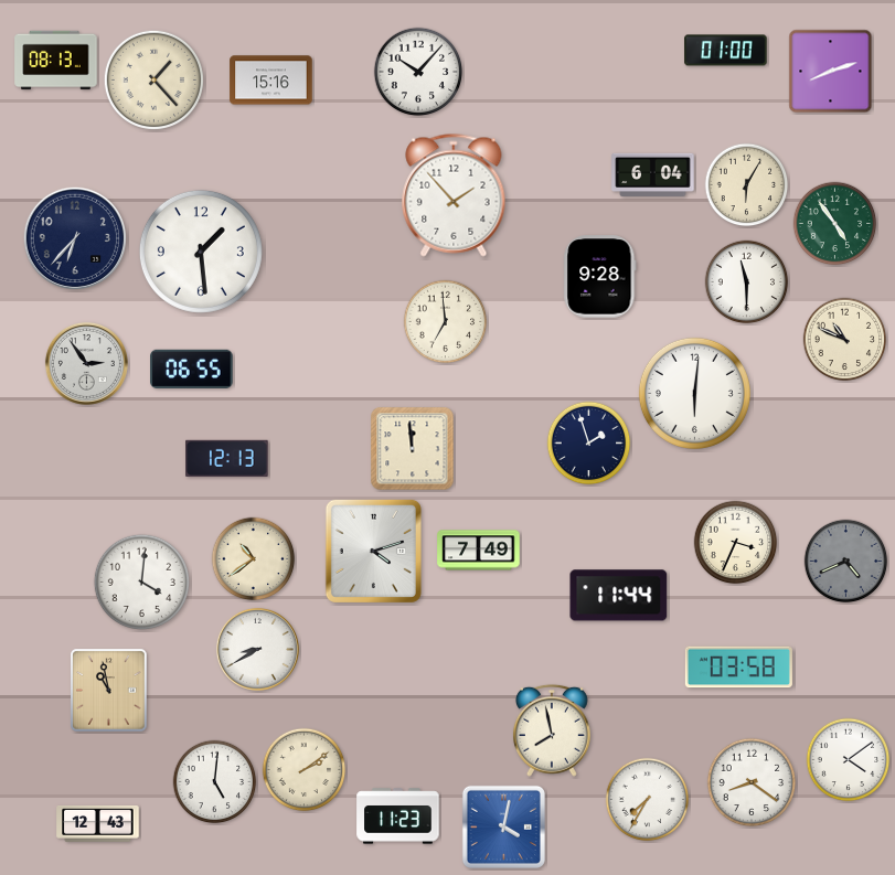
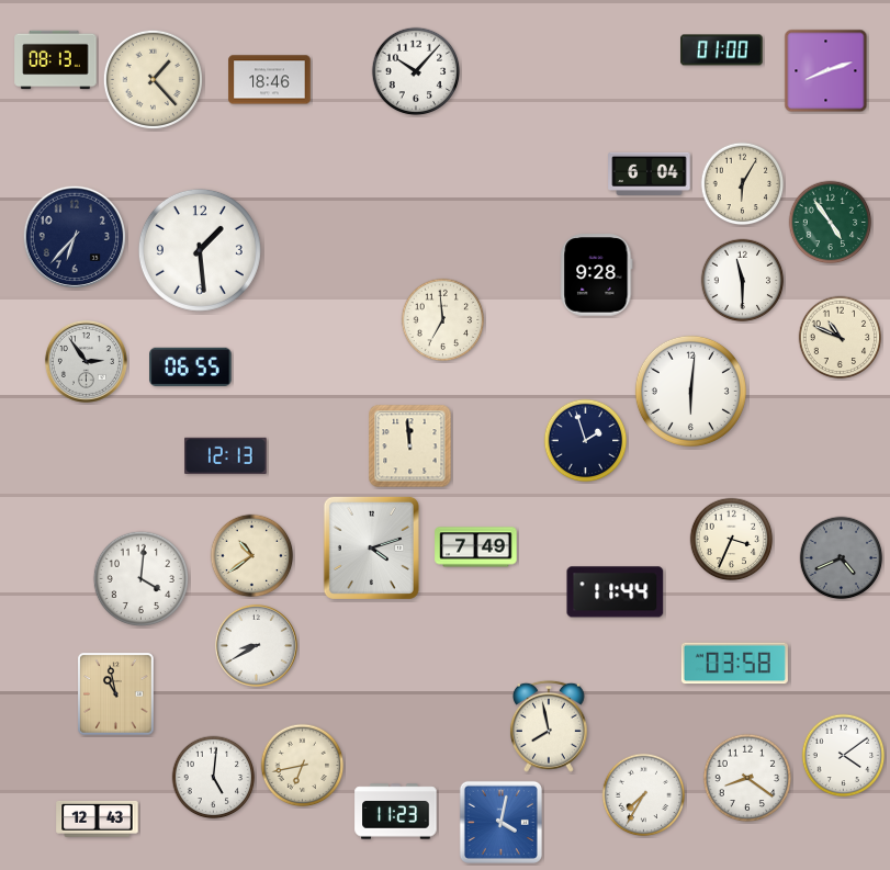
clock at (271, 81): 15:16 -> 18:46
clock at (454, 195): 1:53 -> none
clock at (109, 691) position: (109, 691) -> (116, 694)
clock at (305, 770): 2:09 -> 6:43
